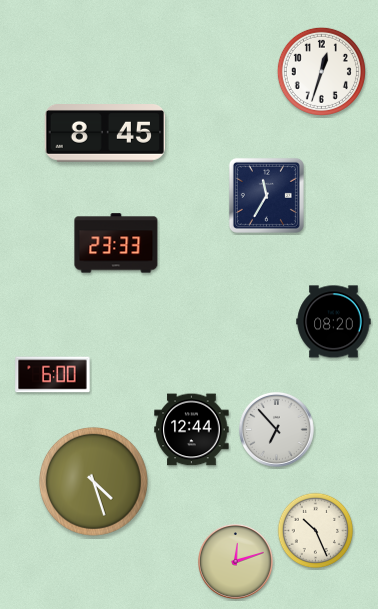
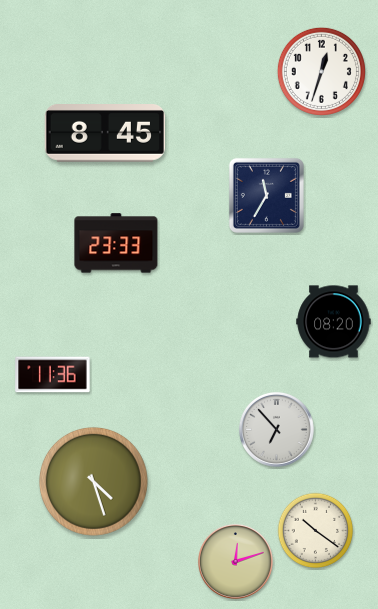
clock at (53, 375): 6:00 -> 11:36
clock at (192, 430): 12:44 -> none
clock at (316, 531): 10:26 -> 10:21
